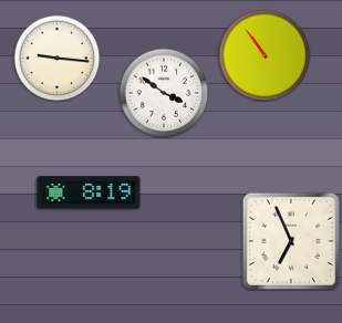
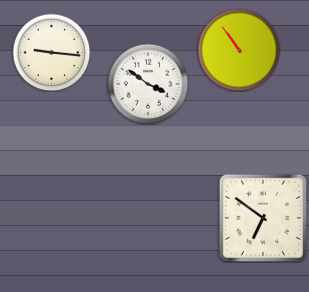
clock at (89, 192): 8:19 -> none
clock at (291, 241): 6:56 -> 6:51
